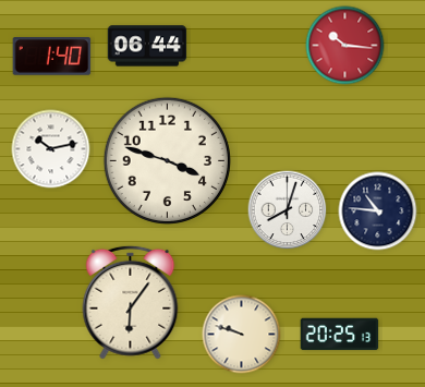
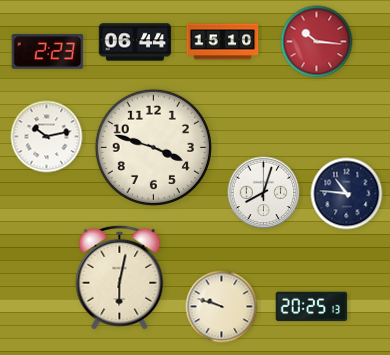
clock at (223, 42): none -> 15:10
clock at (52, 57): 1:40 -> 2:23
clock at (131, 302): 6:06 -> 6:02
